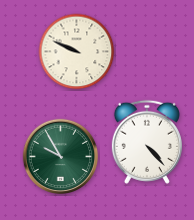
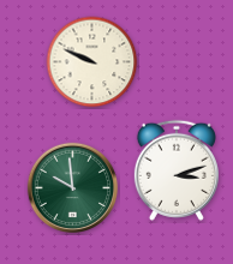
clock at (147, 142): 4:23 -> 3:12
clock at (61, 157): 9:55 -> 9:59
